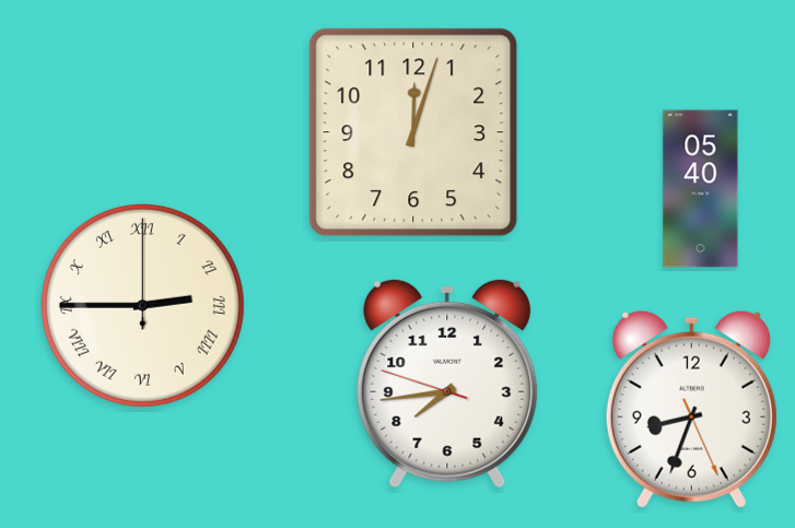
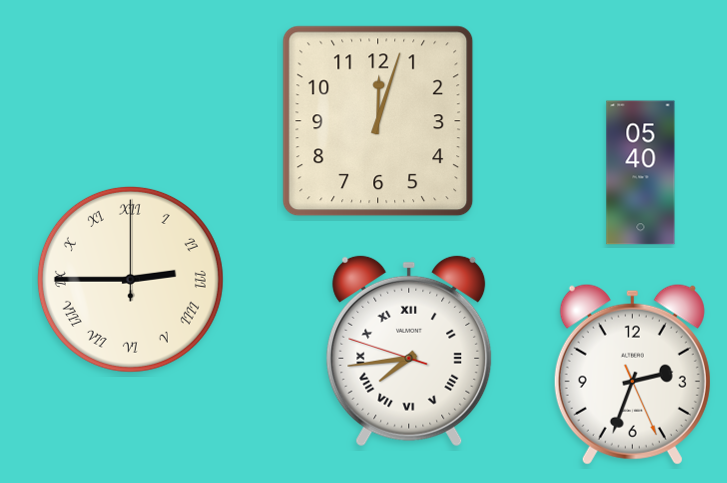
clock at (447, 384) numerals: Arabic -> Roman
clock at (691, 409): 8:33 -> 2:33
